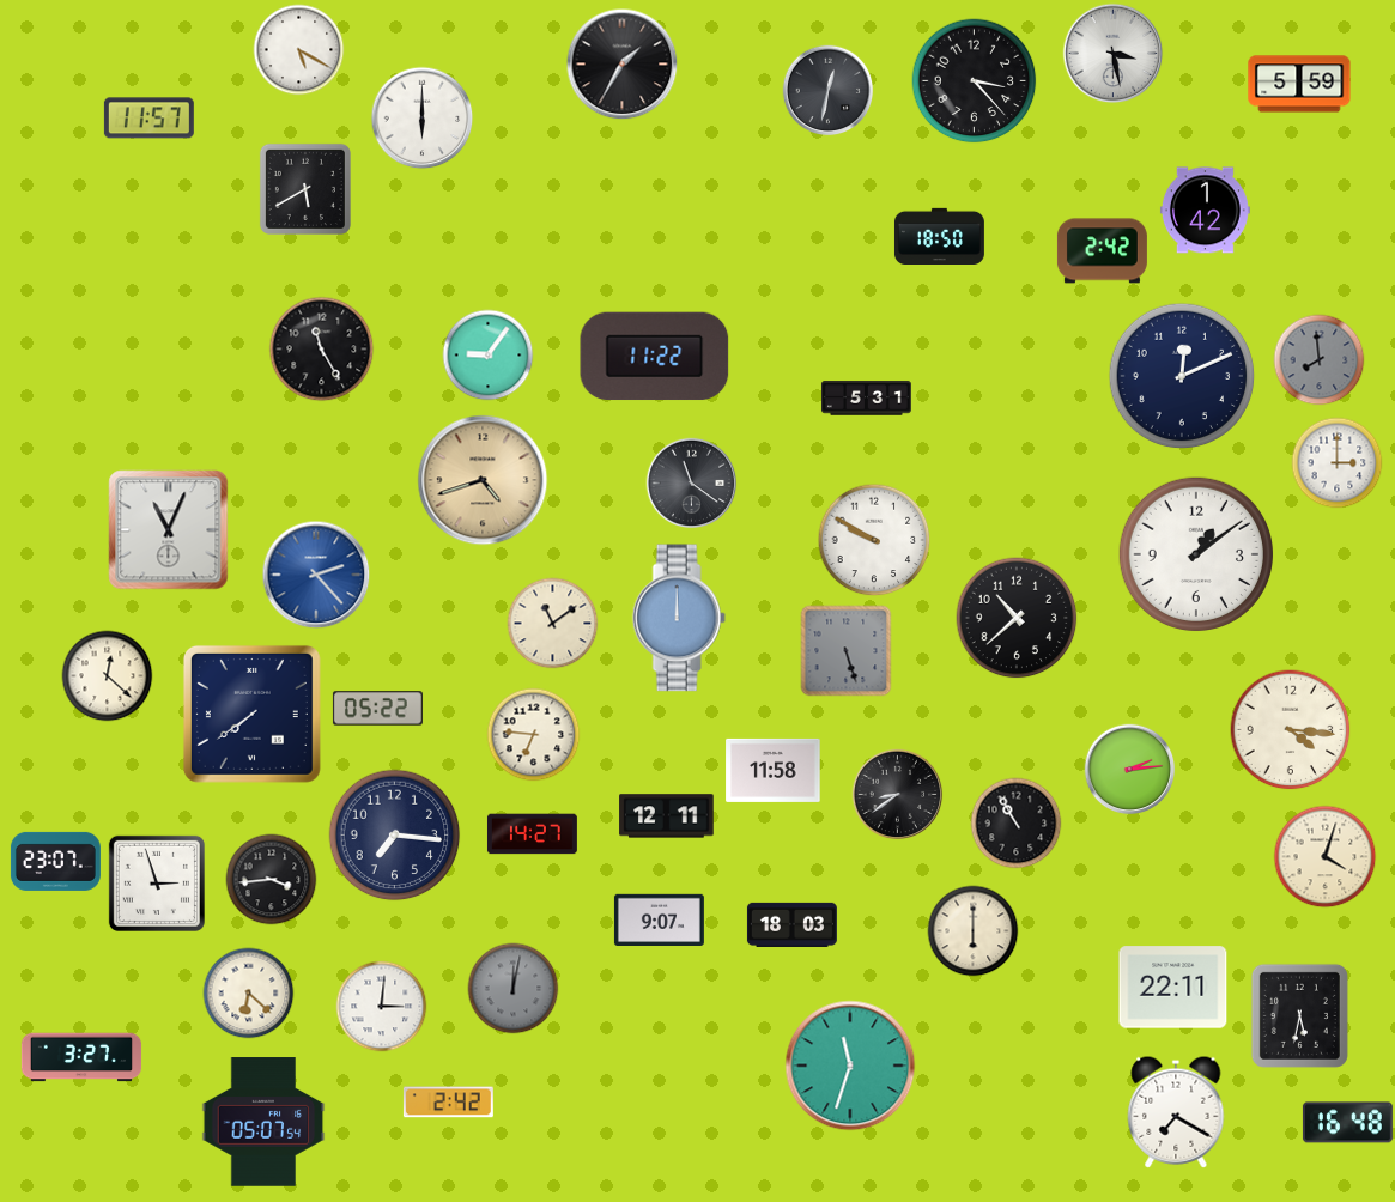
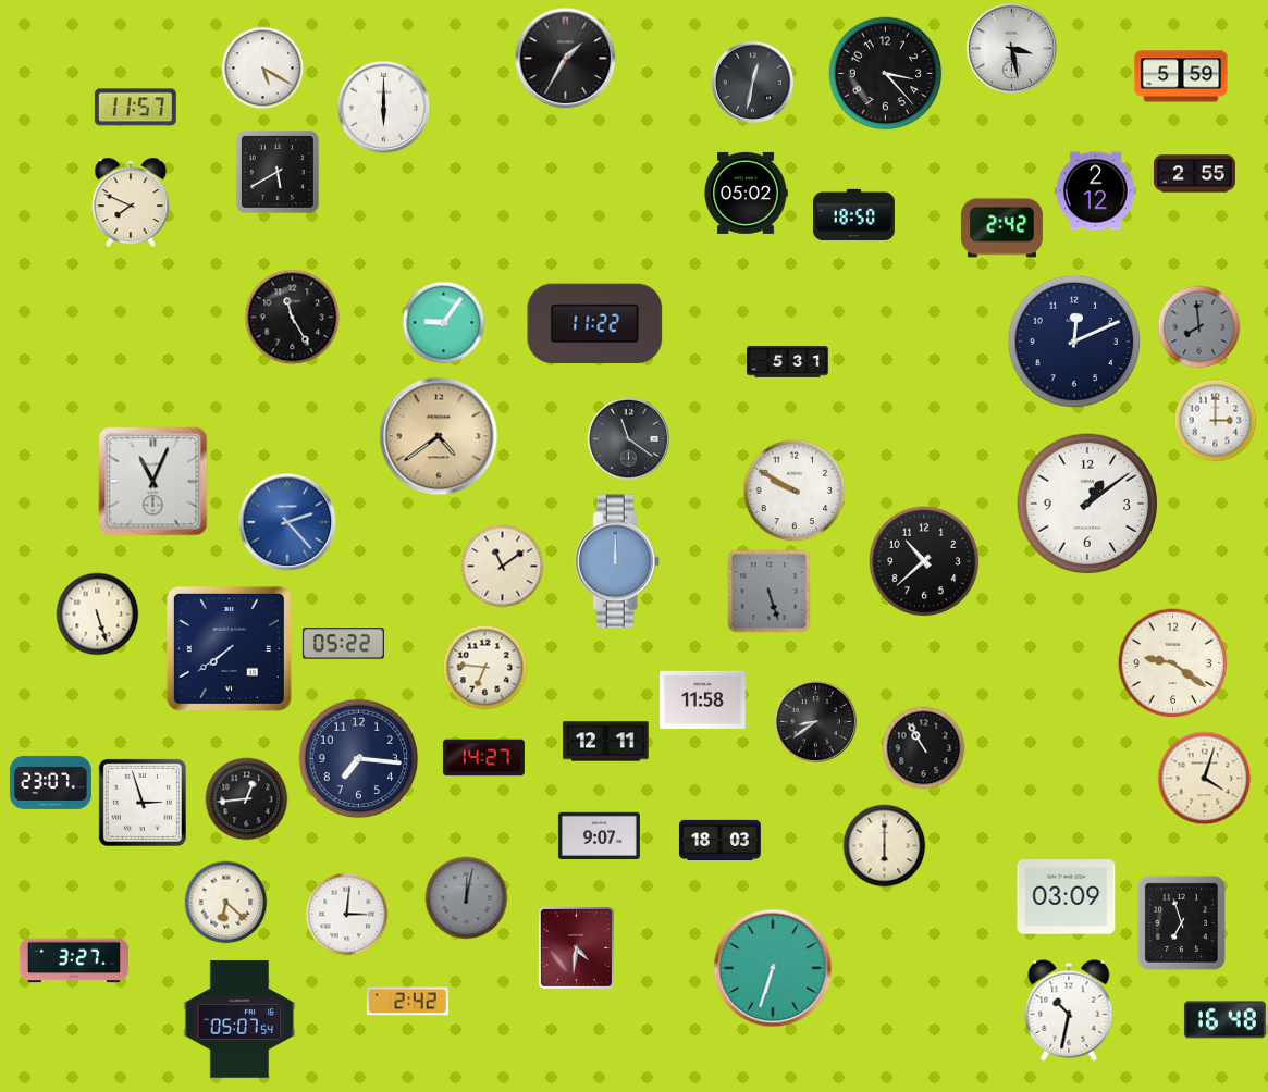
clock at (299, 50) position: (299, 50) -> (263, 69)
clock at (1194, 174): none -> 2:55
clock at (1205, 211): 1:42 -> 2:12
clock at (746, 193): none -> 05:02
clock at (131, 202): none -> 7:49
clock at (483, 480): 4:42 -> 4:39
clock at (108, 676): 12:22 -> 5:27
clock at (1291, 730): 4:16 -> 9:21
clock at (1130, 770): 2:14 -> none
clock at (272, 880): 3:44 -> 12:44
clock at (1173, 988): 22:11 -> 03:09
clock at (1299, 1015): 5:32 -> 6:57
clock at (576, 947): none -> 4:31
clock at (850, 1066): 11:33 -> 6:33
clock at (1176, 1112): 7:20 -> 10:32
